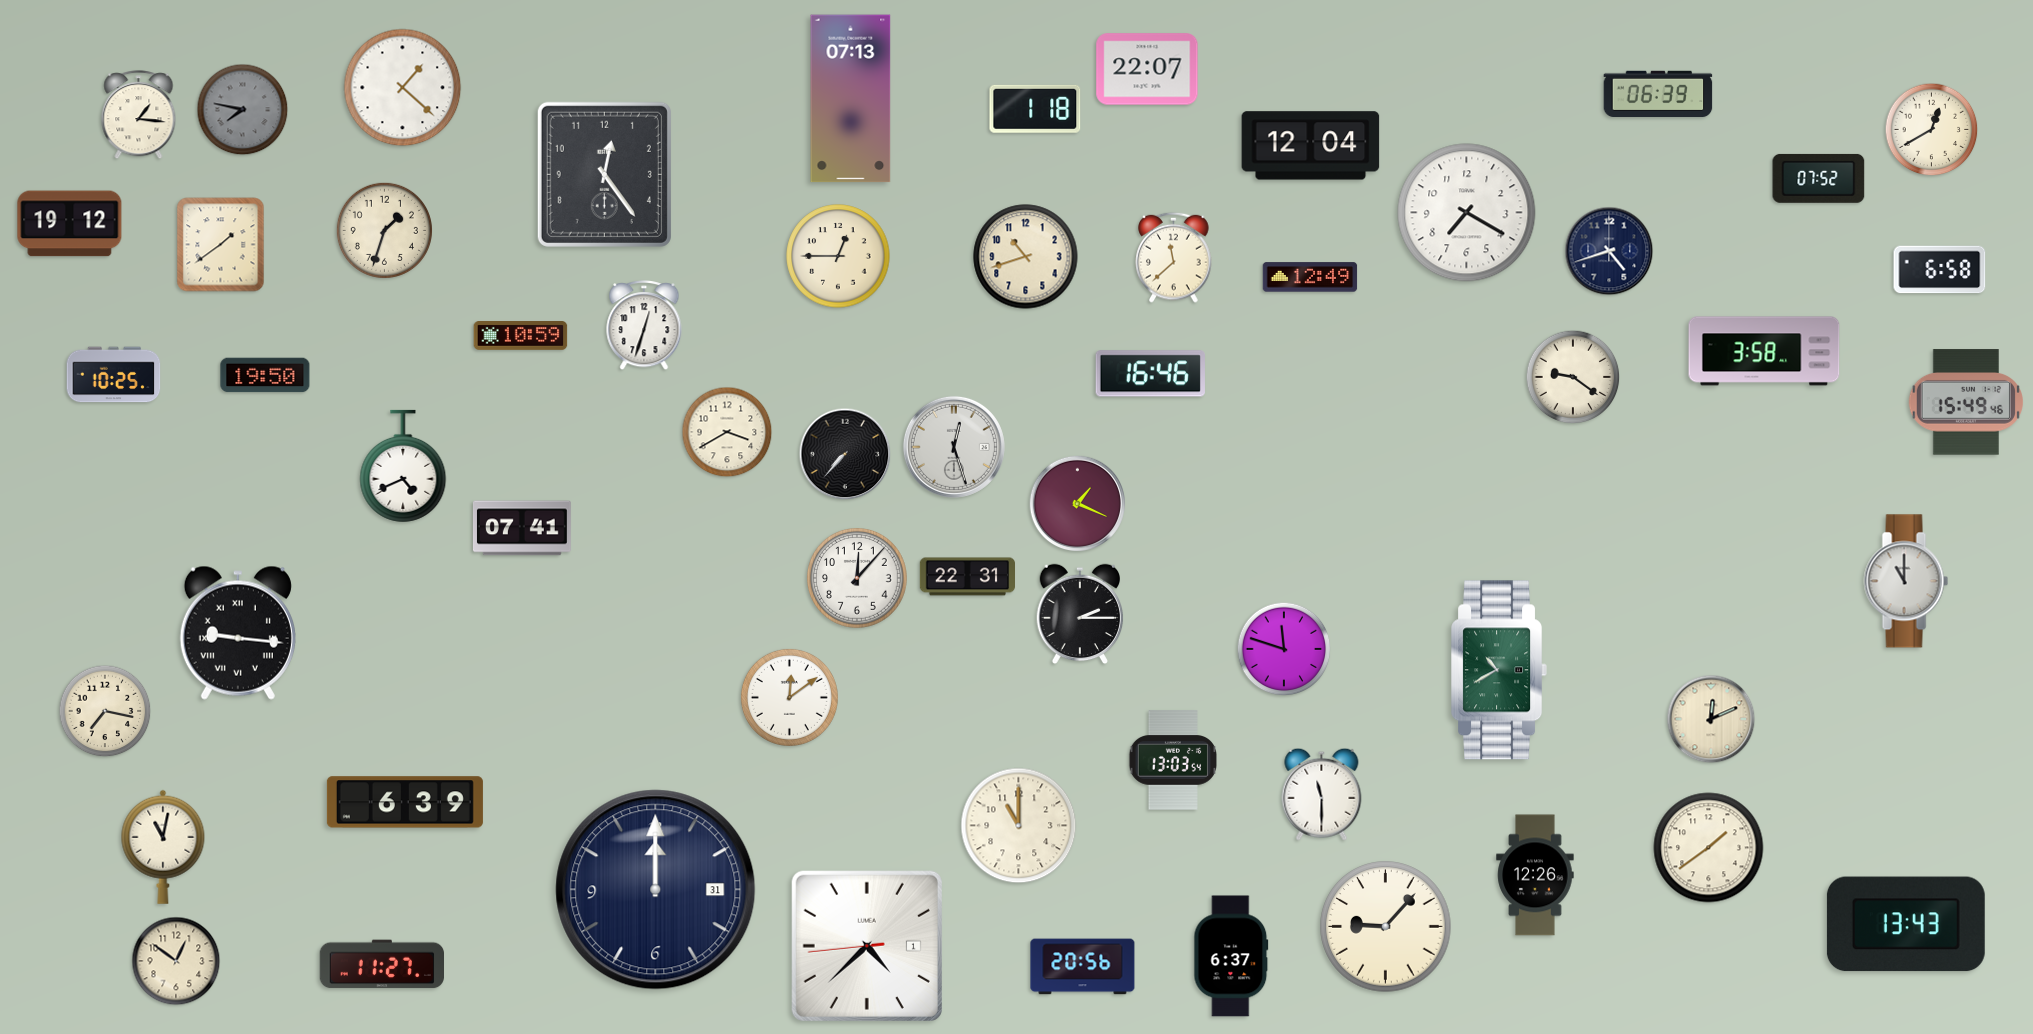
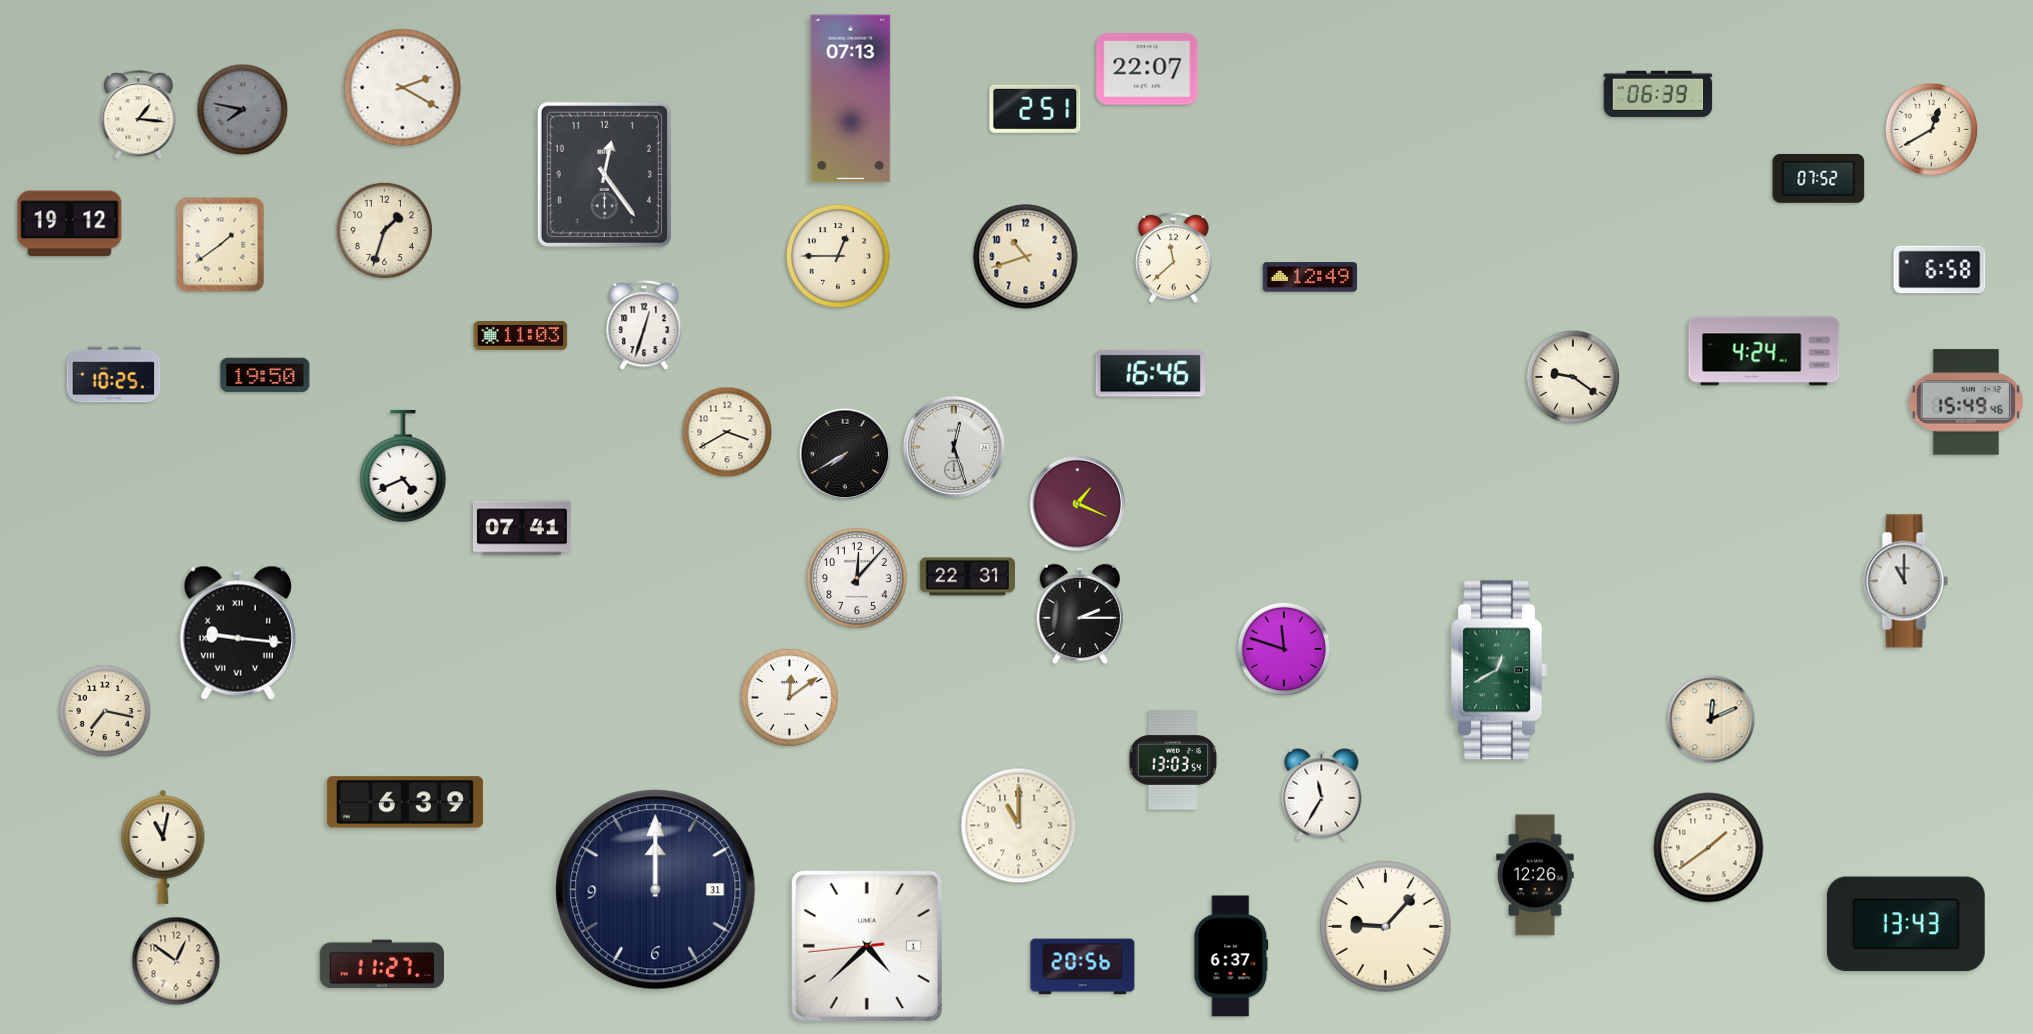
clock at (403, 88): 1:22 -> 2:20
clock at (1035, 109): 1:18 -> 2:51
clock at (1311, 146): 12:04 -> none
clock at (1467, 213): 7:20 -> none
clock at (1609, 251): 4:42 -> none
clock at (521, 336): 10:59 -> 11:03
clock at (1764, 351): 3:58 -> 4:24
clock at (845, 454): 7:37 -> 7:40
clock at (1500, 670): 10:40 -> 12:40
clock at (1322, 794): 11:30 -> 11:35
